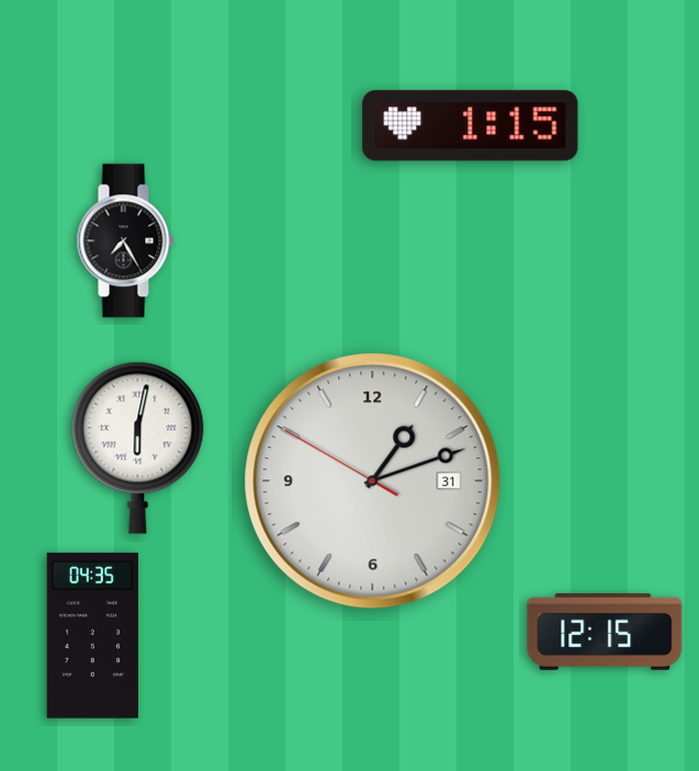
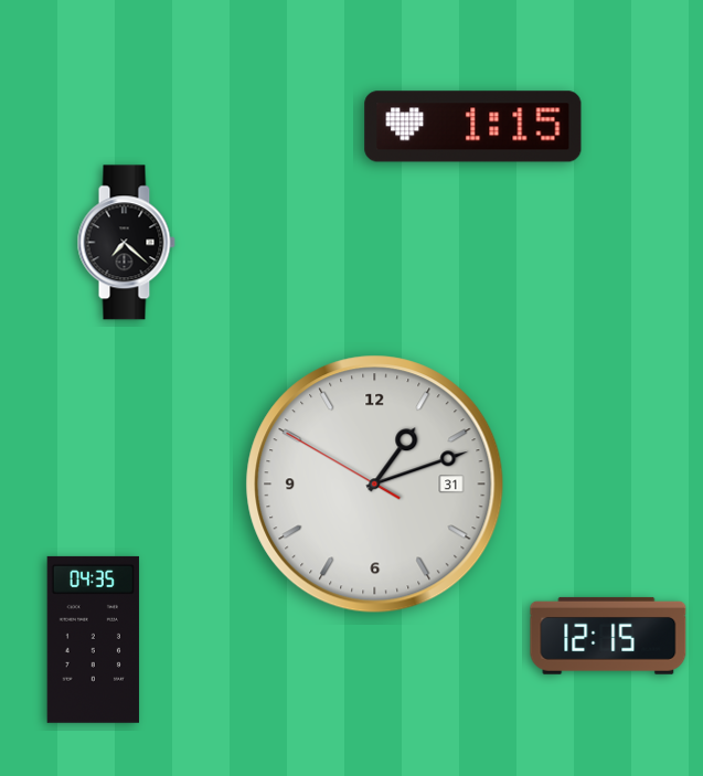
clock at (125, 241): 7:25 -> 7:22
clock at (138, 447): 6:02 -> none
